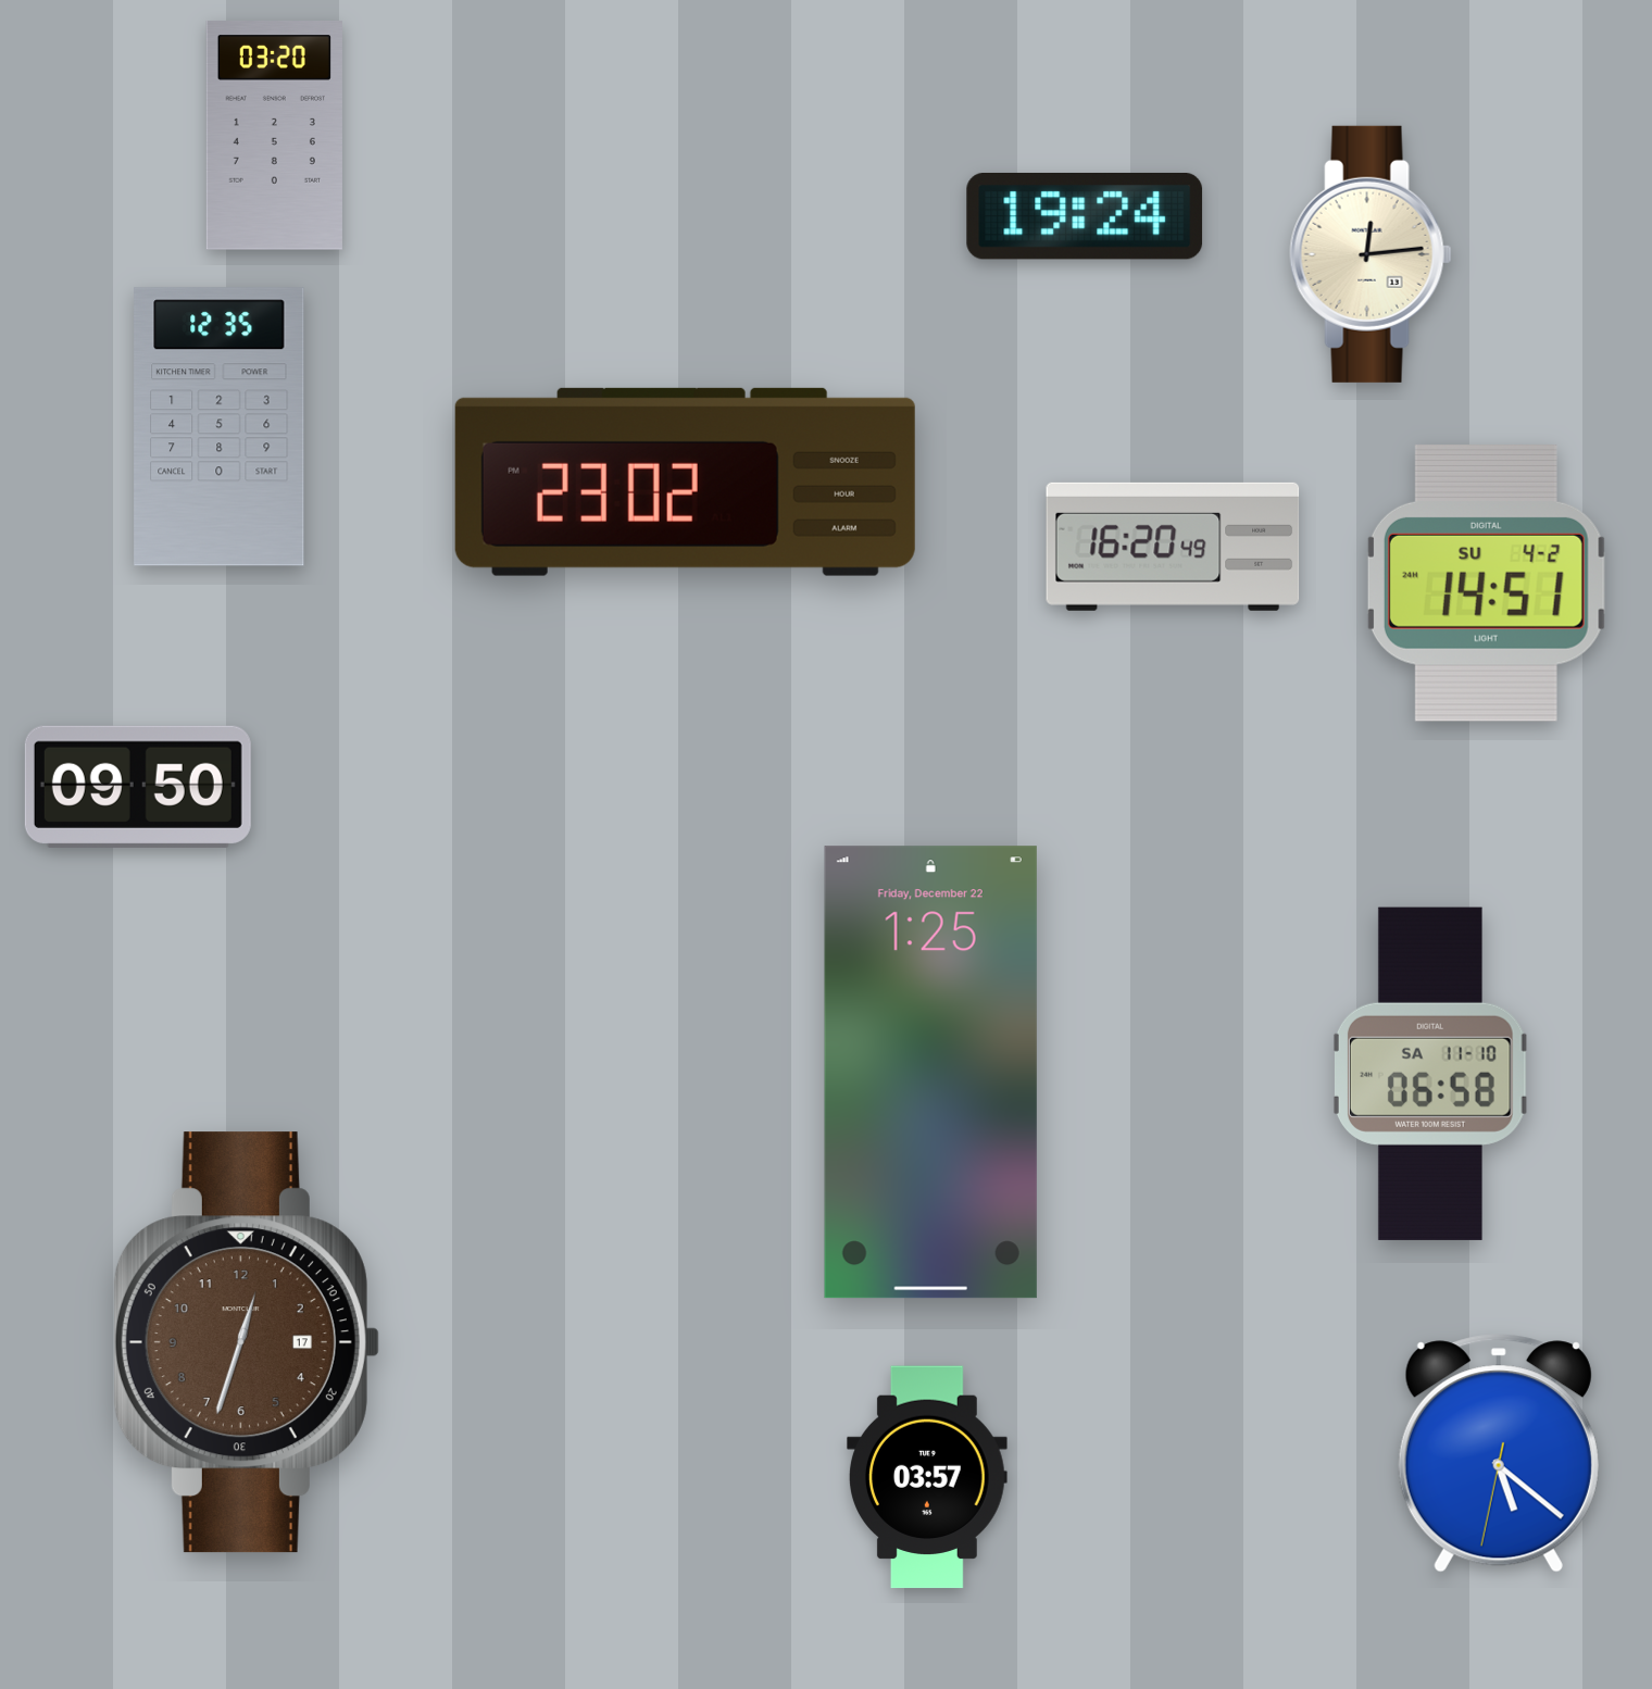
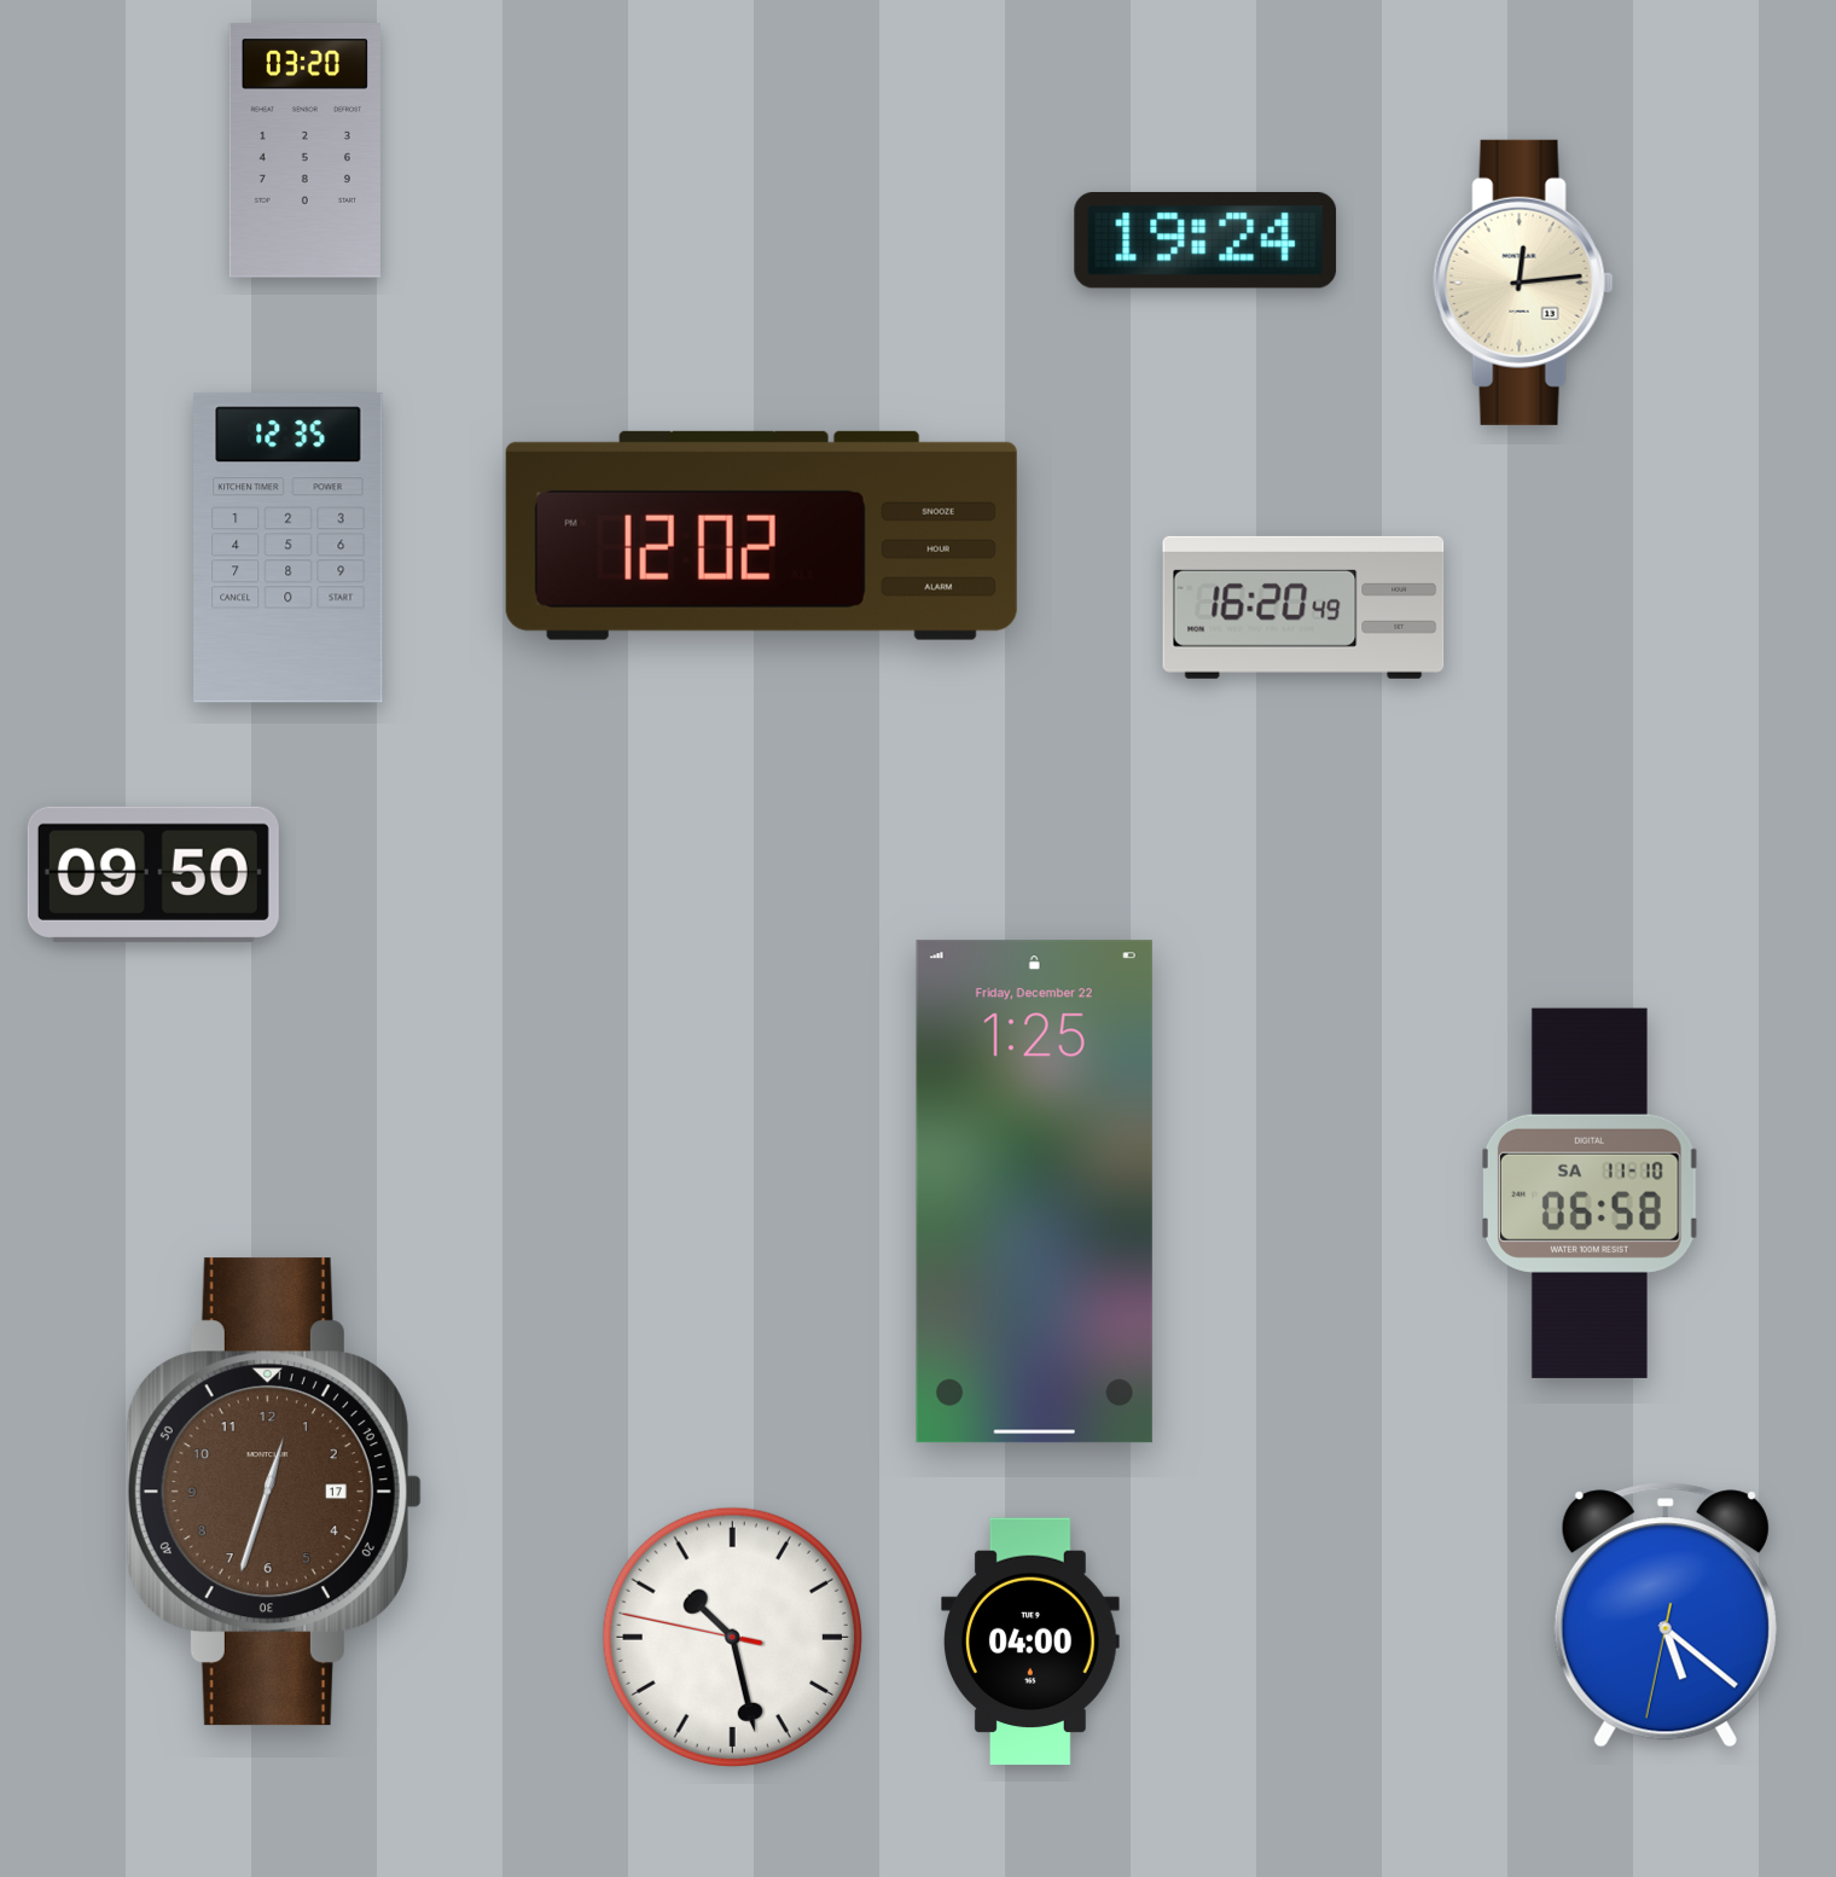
clock at (220, 427) position: (220, 427) -> (289, 548)
clock at (685, 481): 23:02 -> 12:02
clock at (1486, 583): 14:51 -> none
clock at (732, 1637): none -> 10:27
clock at (928, 1477): 03:57 -> 04:00
